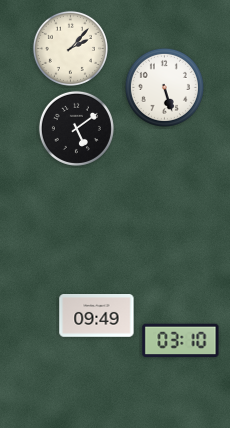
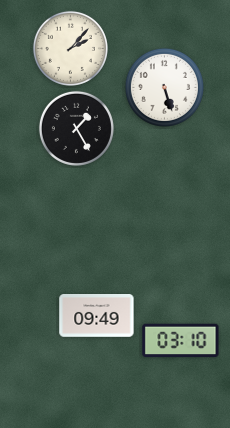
clock at (76, 128): 5:09 -> 1:25
